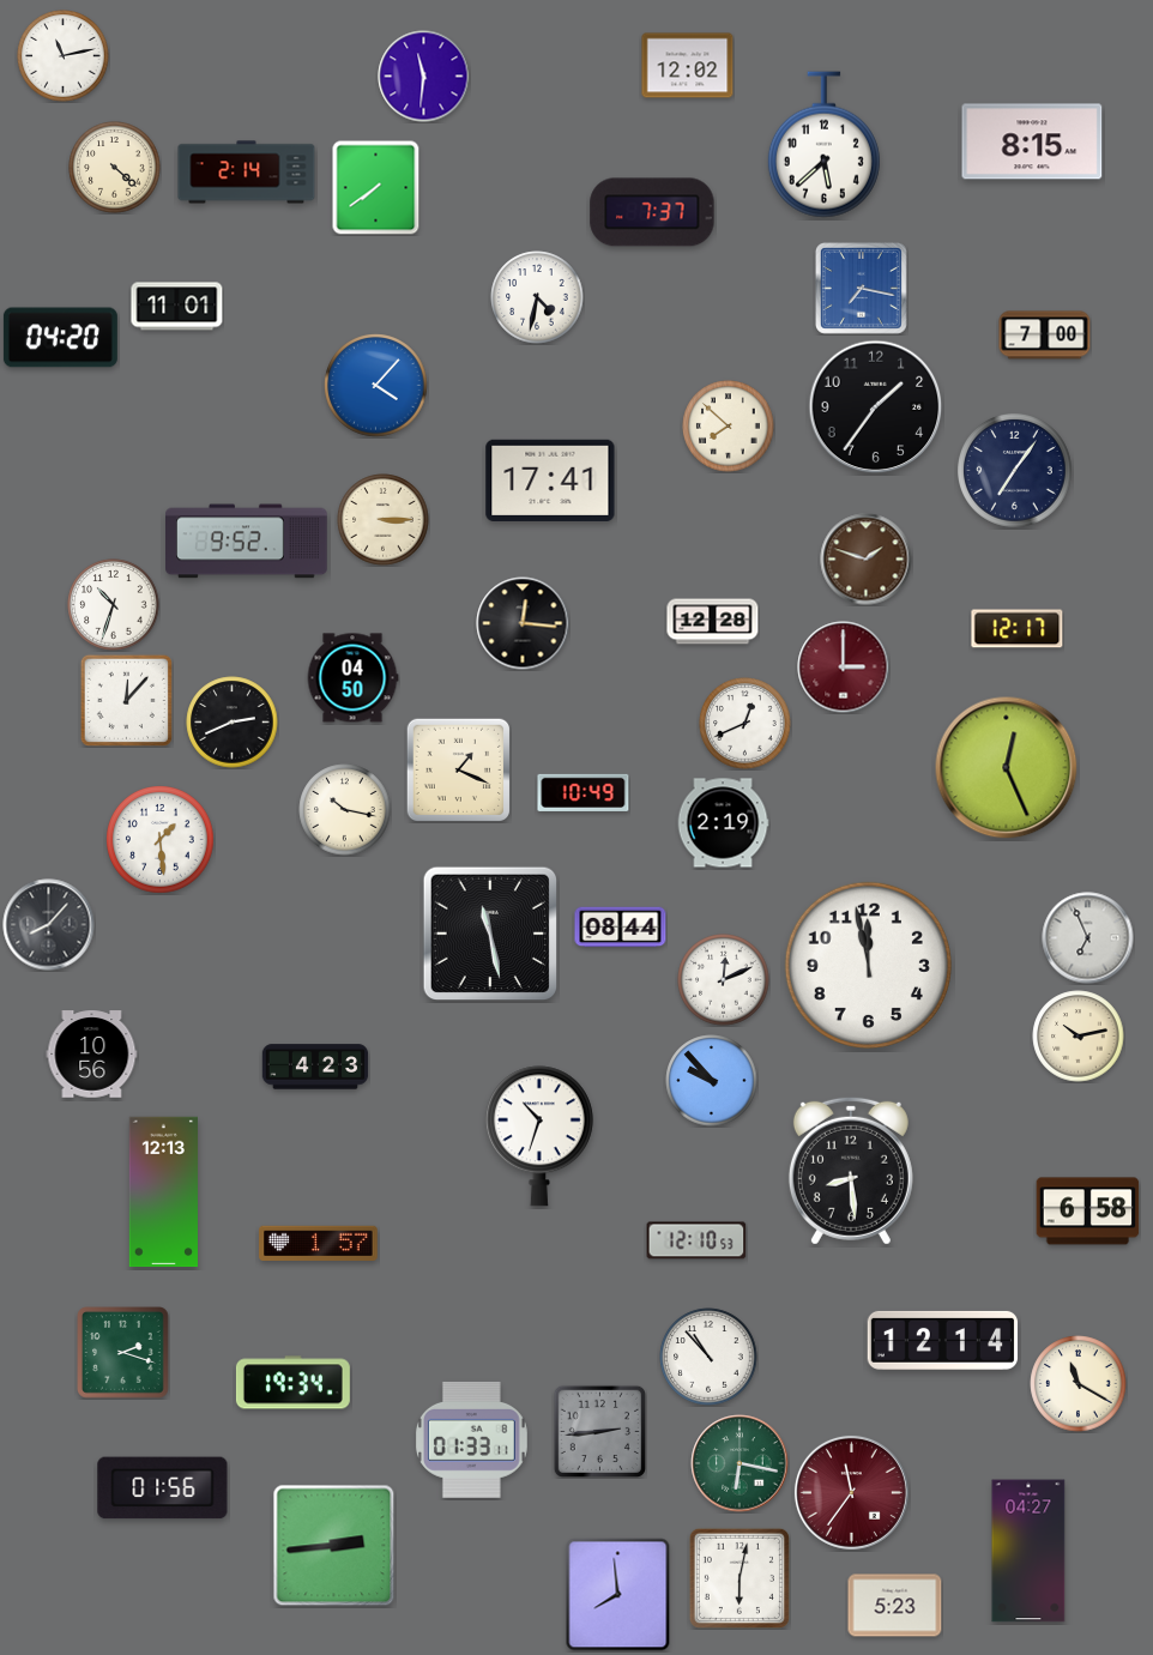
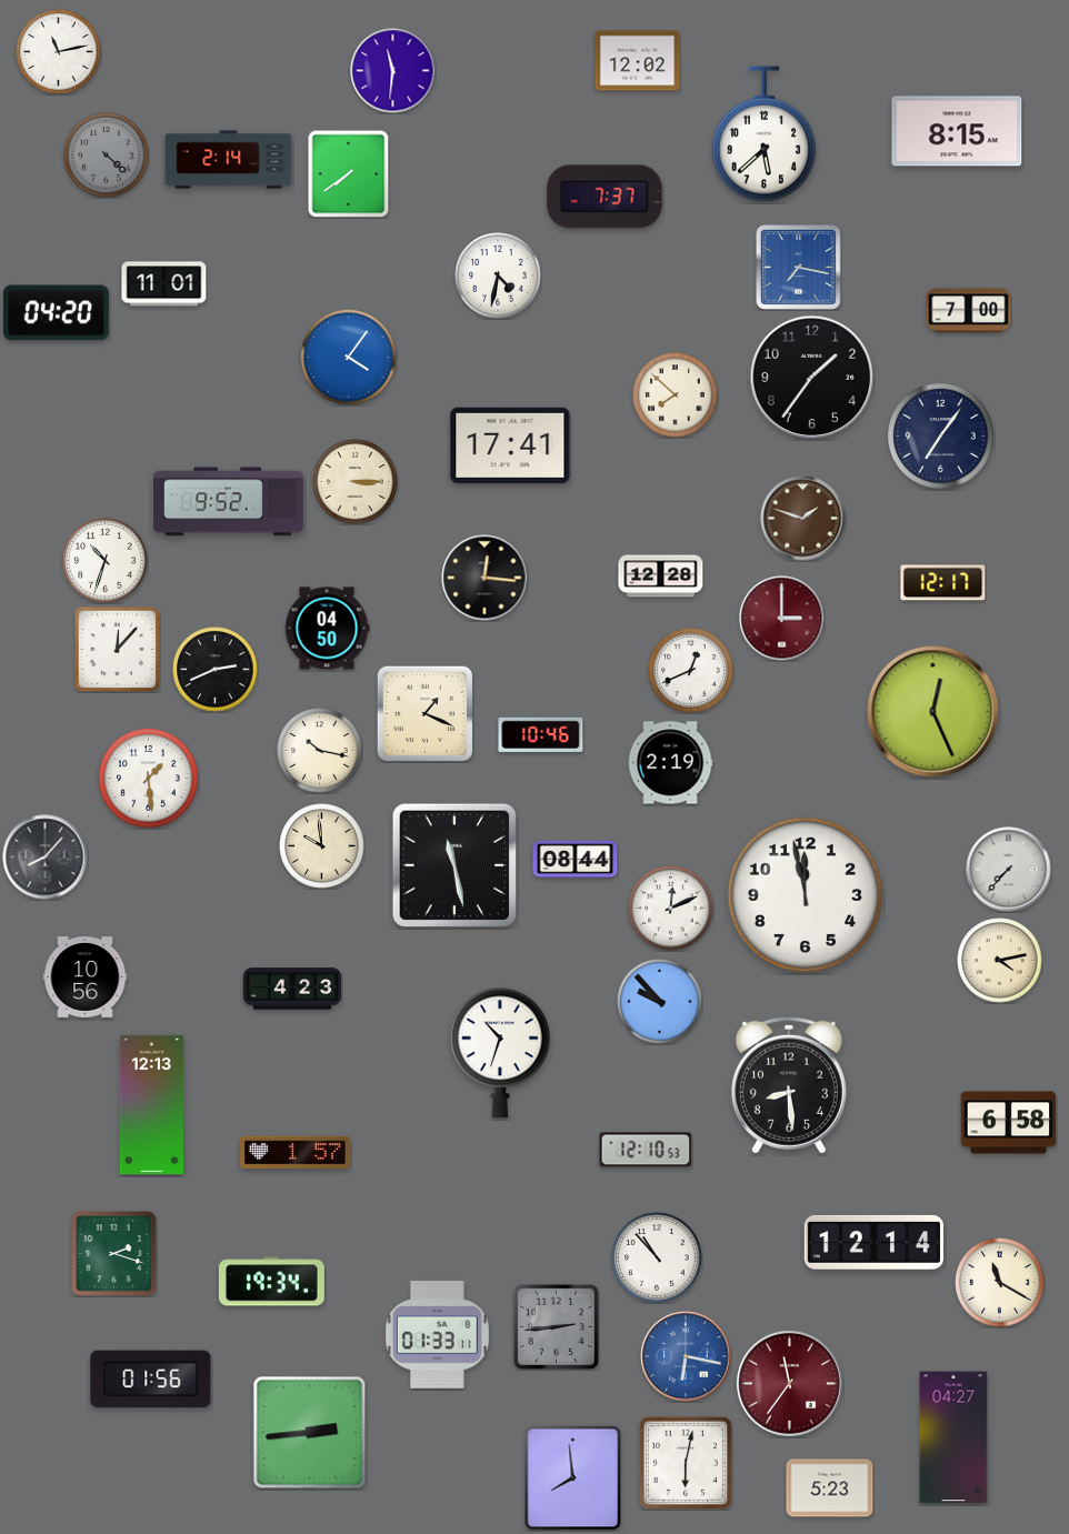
clock at (115, 168) dial: cream -> grey
clock at (376, 386): 4:07 -> 4:06
clock at (584, 792): 10:49 -> 10:46
clock at (322, 846): none -> 9:59
clock at (1088, 938): 6:56 -> 7:37
clock at (1079, 1037): 10:13 -> 4:13
clock at (740, 1463) dial: green -> blue
